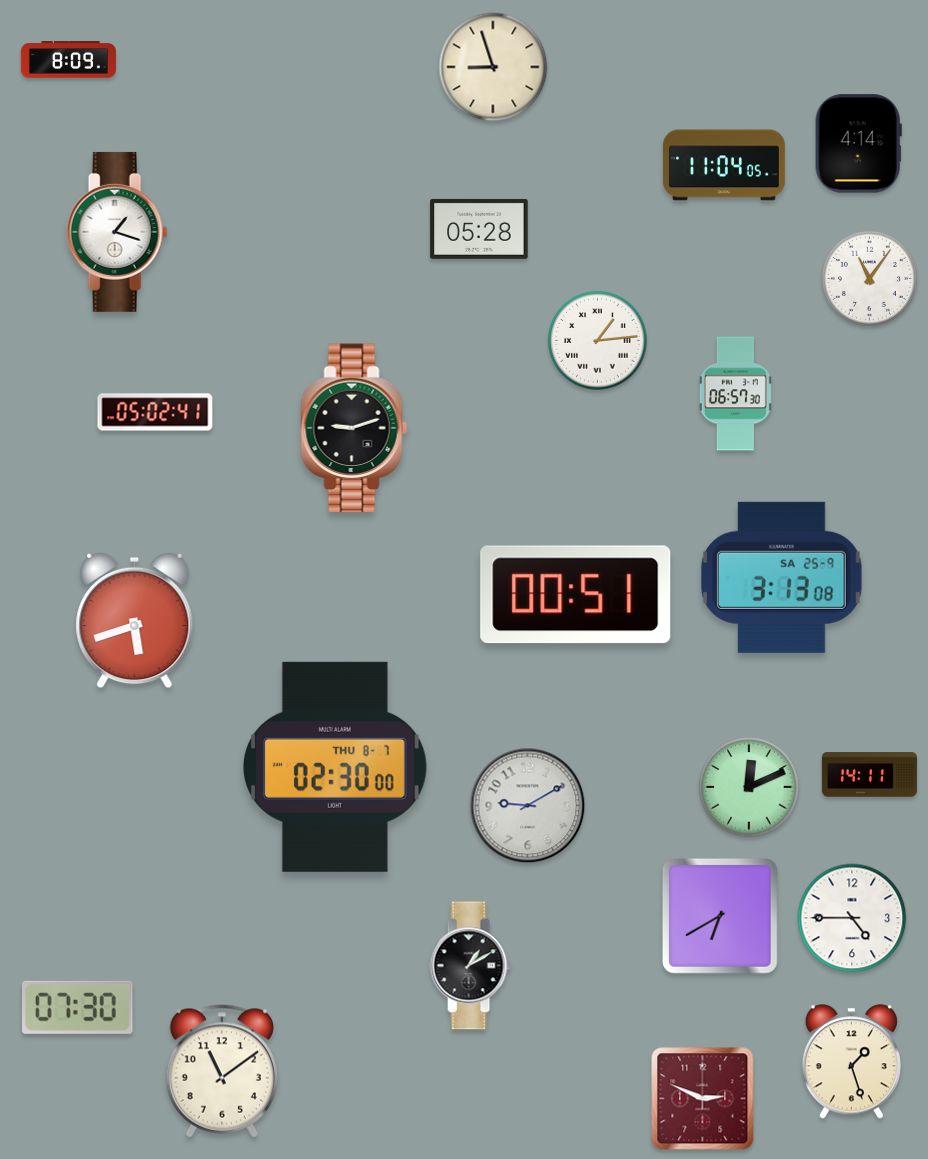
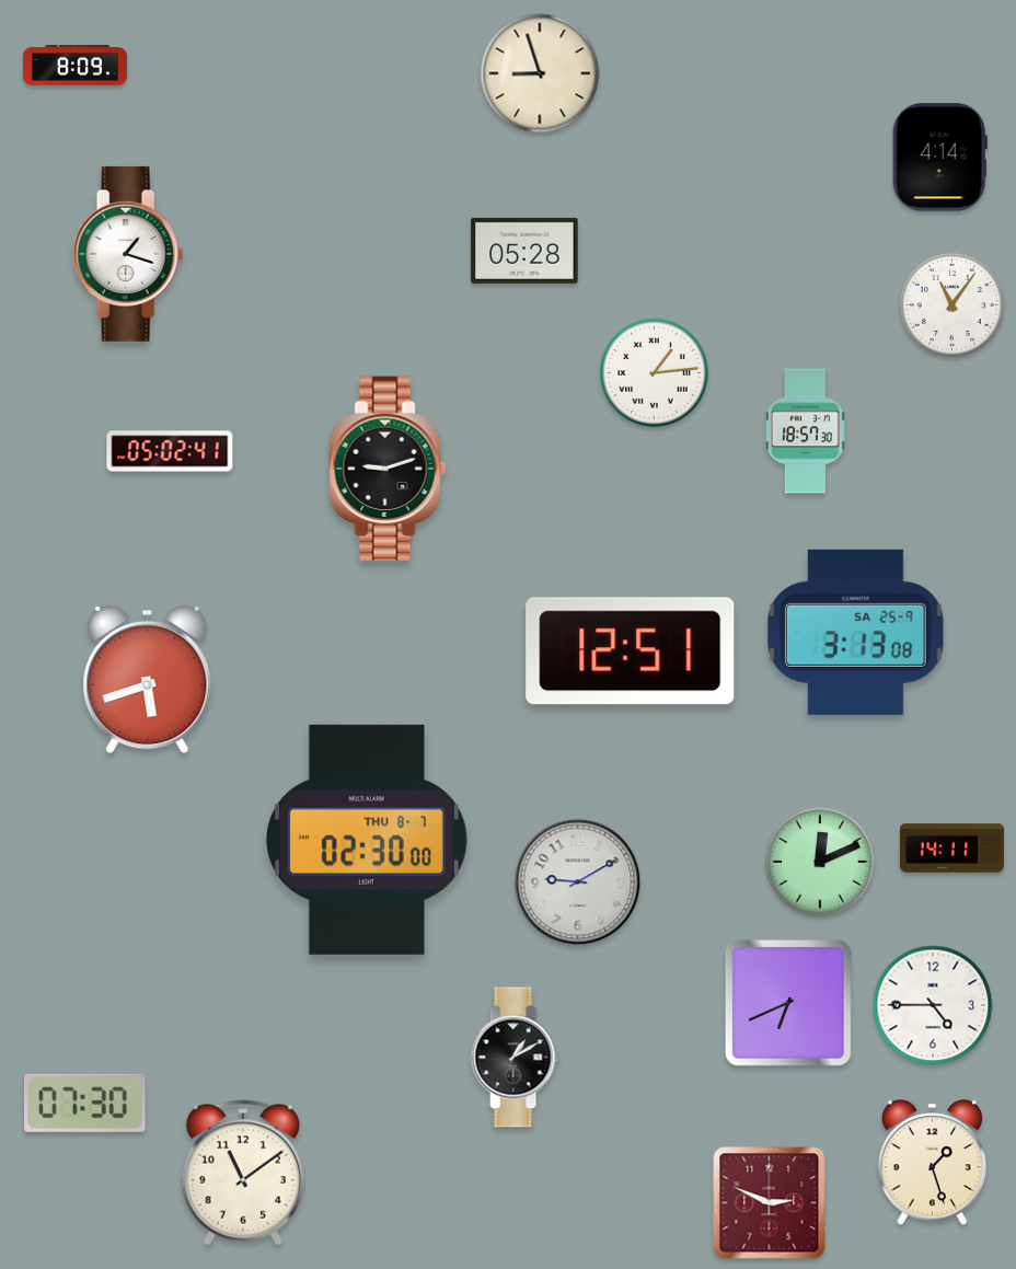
clock at (724, 165): 11:04 -> none
clock at (735, 394): 06:57 -> 18:57
clock at (576, 595): 00:51 -> 12:51
clock at (720, 916): 6:40 -> 6:41
